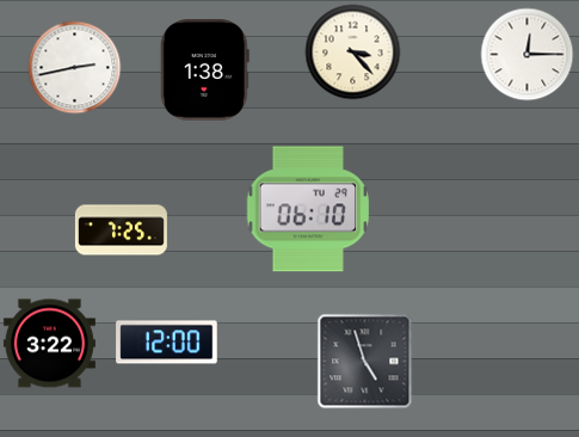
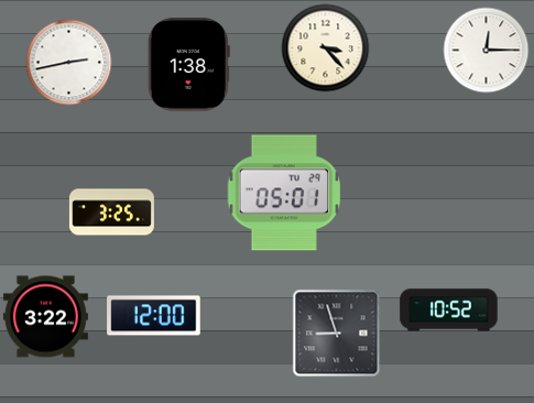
clock at (308, 209): 06:10 -> 05:01
clock at (121, 230): 7:25 -> 3:25
clock at (449, 311): none -> 10:52
clock at (364, 361): 4:57 -> 8:57
